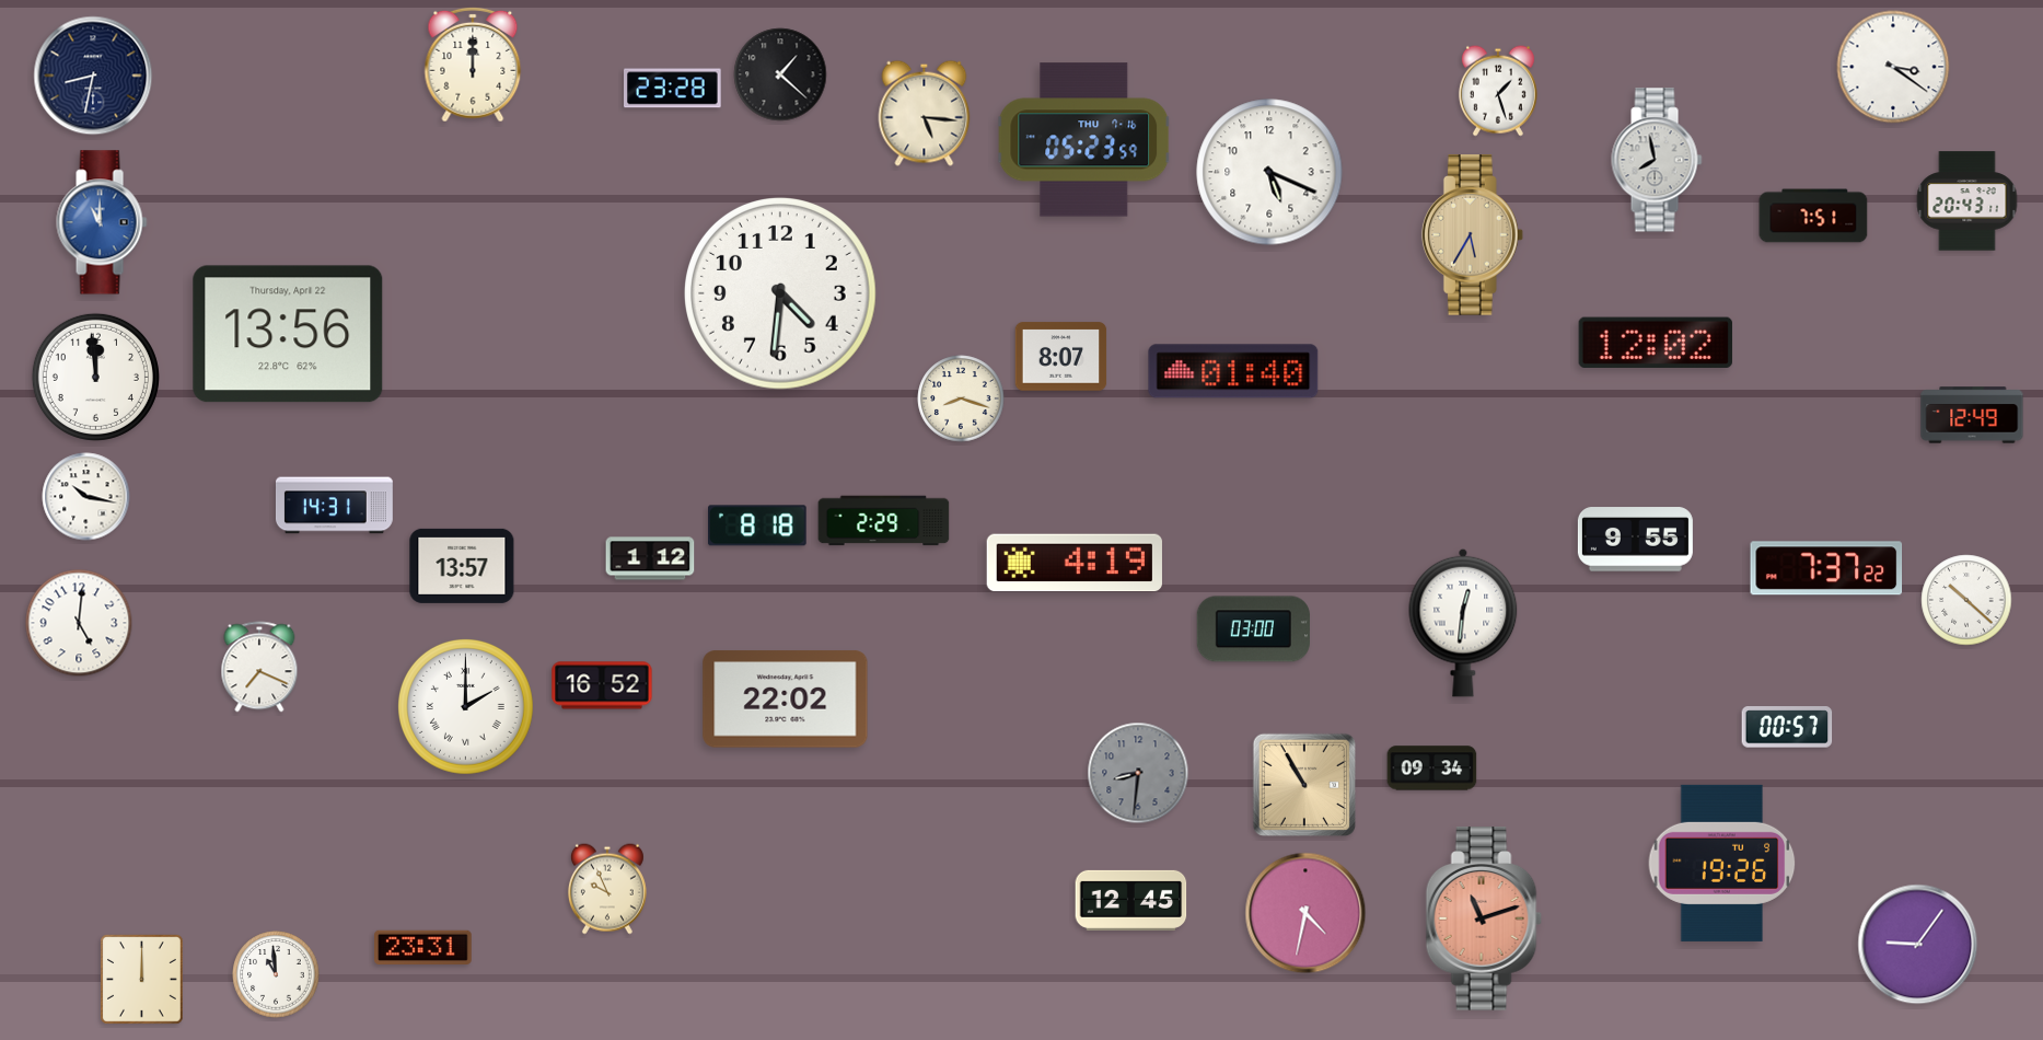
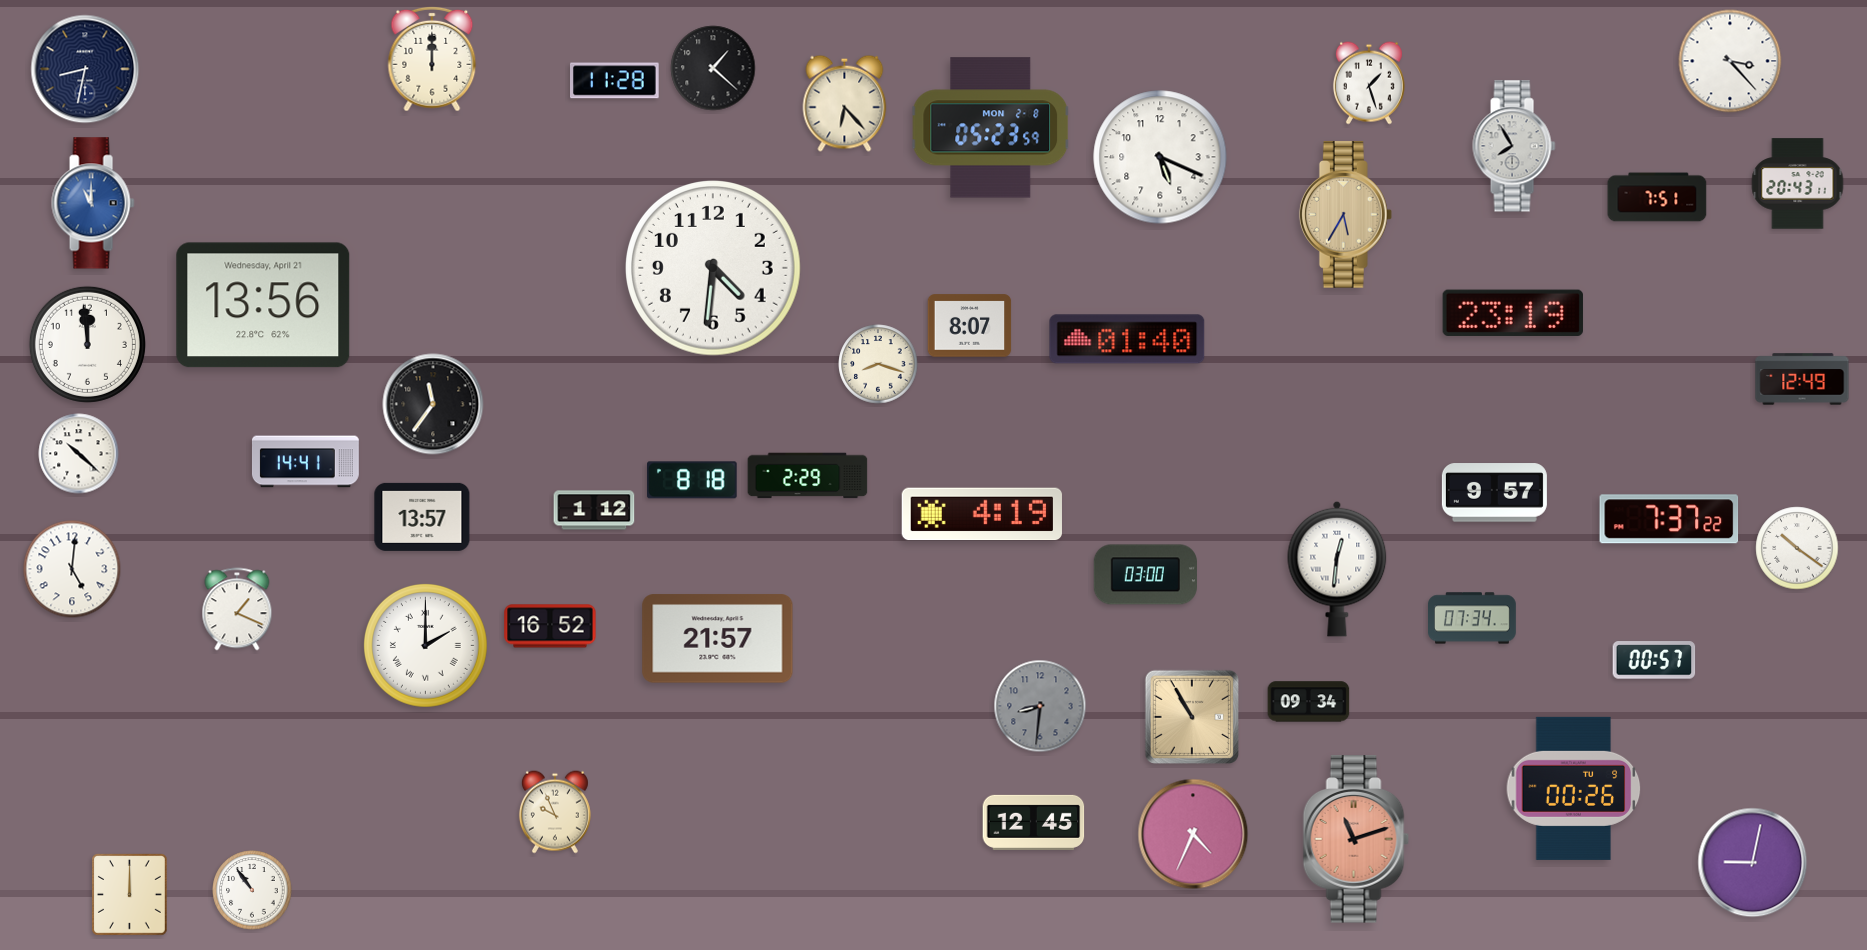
clock at (1893, 67): 3:21 -> 3:23
clock at (673, 89): 23:28 -> 11:28
clock at (925, 113): 5:16 -> 6:23
clock at (1084, 140) date: THU 7-16 -> MON 2-8
clock at (1657, 160): 7:58 -> 7:55
clock at (288, 334) date: Thursday, April 22 -> Wednesday, April 21
clock at (1656, 343): 12:02 -> 23:19
clock at (433, 404): none -> 11:36
clock at (86, 497): 10:17 -> 10:22
clock at (334, 506): 14:31 -> 14:41
clock at (1635, 540): 9:55 -> 9:57
clock at (1966, 600): 10:22 -> 10:21
clock at (259, 667): 7:19 -> 1:19
clock at (1473, 618): none -> 07:34
clock at (786, 700): 22:02 -> 21:57
clock at (1787, 727) position: (1787, 727) -> (1654, 660)
clock at (1722, 863): 19:26 -> 00:26
clock at (1305, 913): 4:32 -> 4:34
clock at (1918, 945): 9:06 -> 9:02
clock at (423, 947): 23:31 -> none
clock at (276, 974): 10:59 -> 10:54
